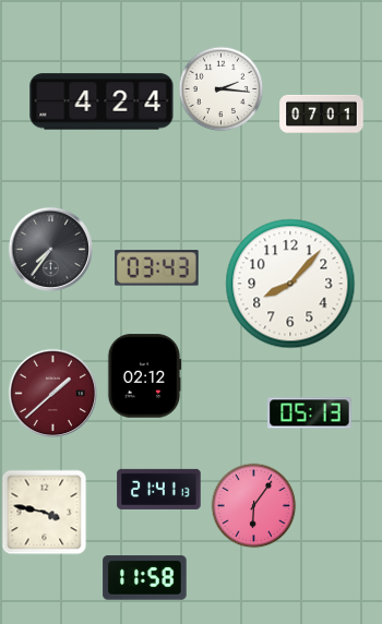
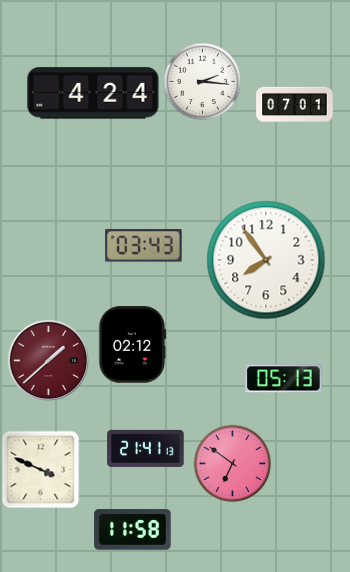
clock at (50, 249): 7:36 -> none
clock at (290, 284): 8:07 -> 7:54
clock at (253, 505): 6:06 -> 6:51
clock at (44, 512): 3:47 -> 3:49
